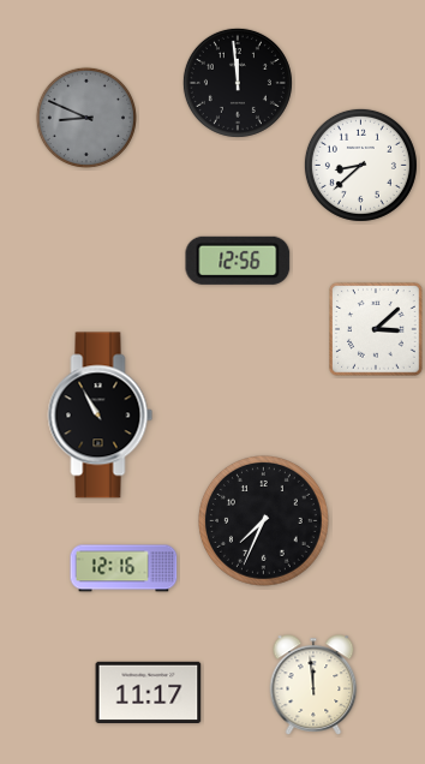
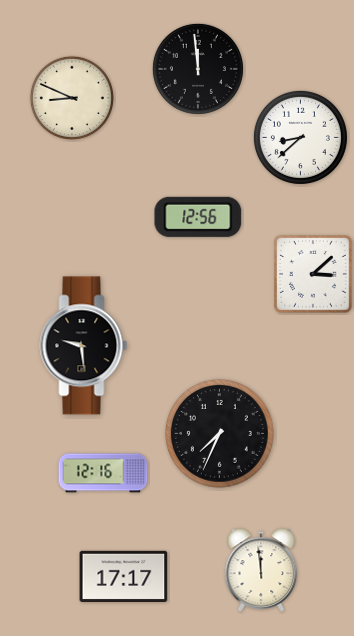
clock at (86, 118) dial: grey -> cream
clock at (101, 416): 10:55 -> 9:29
clock at (149, 692): 11:17 -> 17:17
